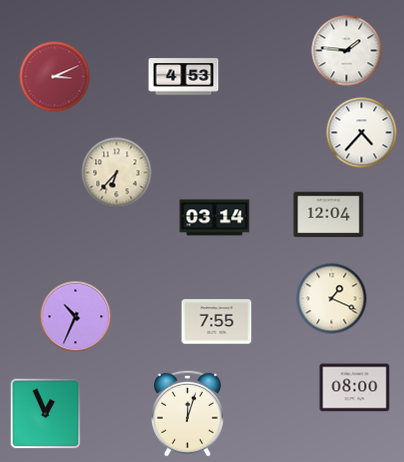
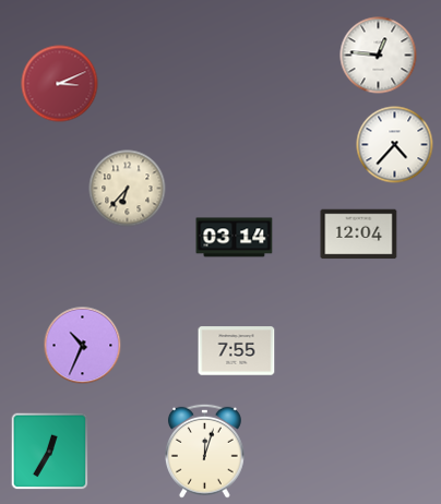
clock at (347, 51): 1:46 -> 12:46
clock at (184, 77): 4:53 -> none
clock at (332, 299): 1:19 -> none
clock at (355, 388): 08:00 -> none
clock at (46, 414): 12:56 -> 12:35
